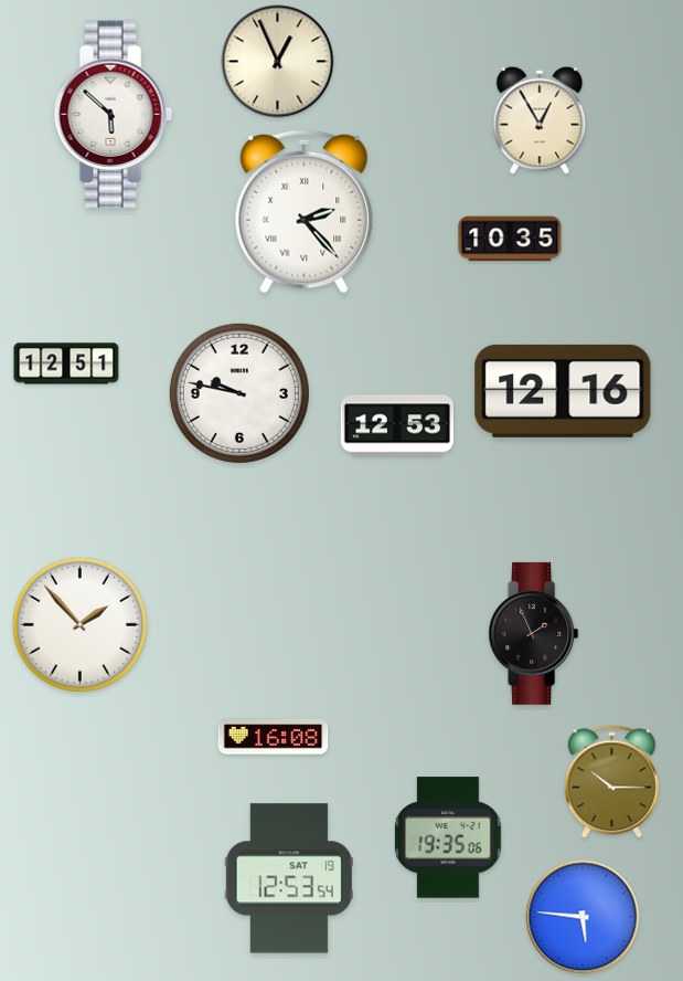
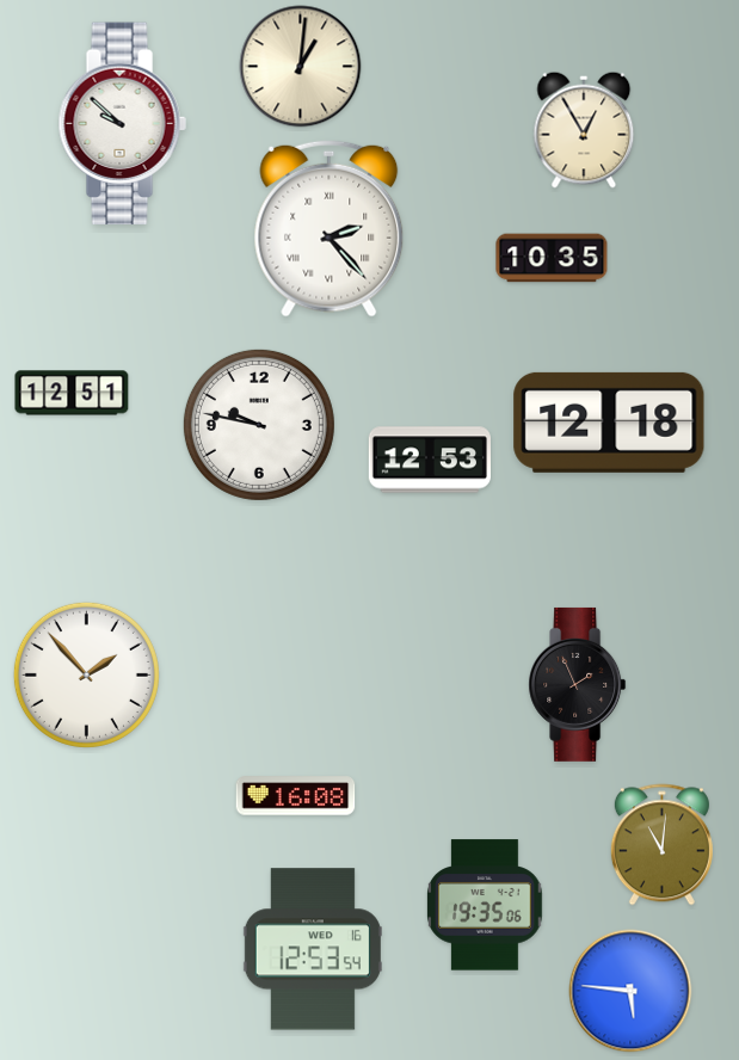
clock at (278, 62): 12:56 -> 1:01
clock at (113, 115): 5:52 -> 9:52
clock at (563, 391): 12:16 -> 12:18
clock at (611, 782): 10:15 -> 11:01
clock at (289, 878) date: SAT 19 -> WED 16
